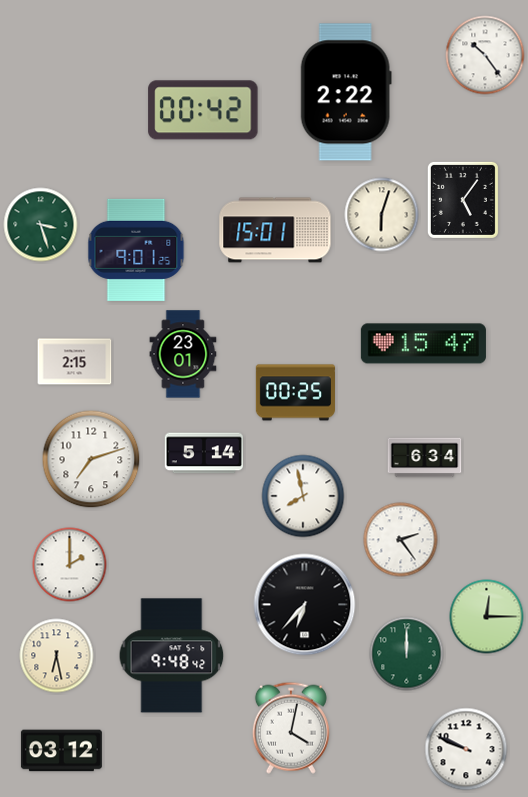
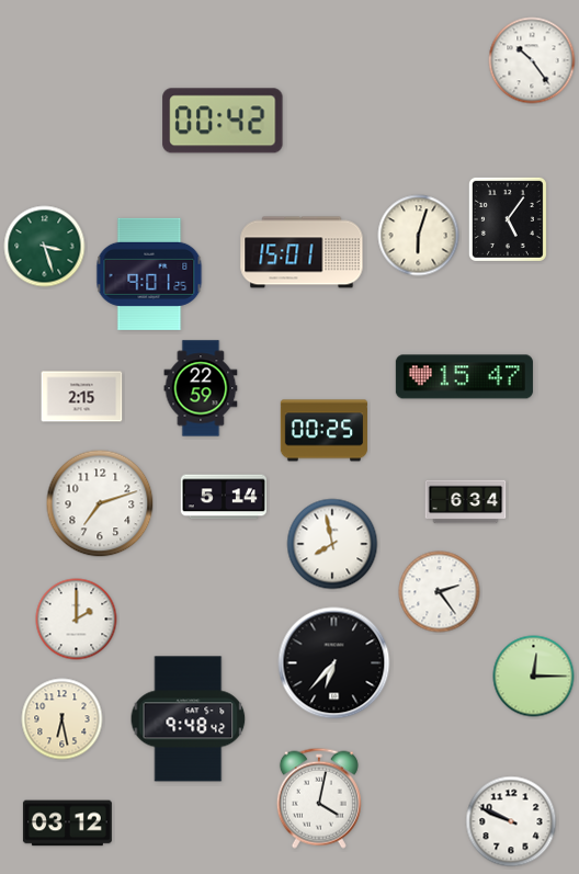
clock at (346, 92): 2:22 -> none
clock at (183, 354): 23:01 -> 22:59
clock at (407, 654): 12:00 -> none
